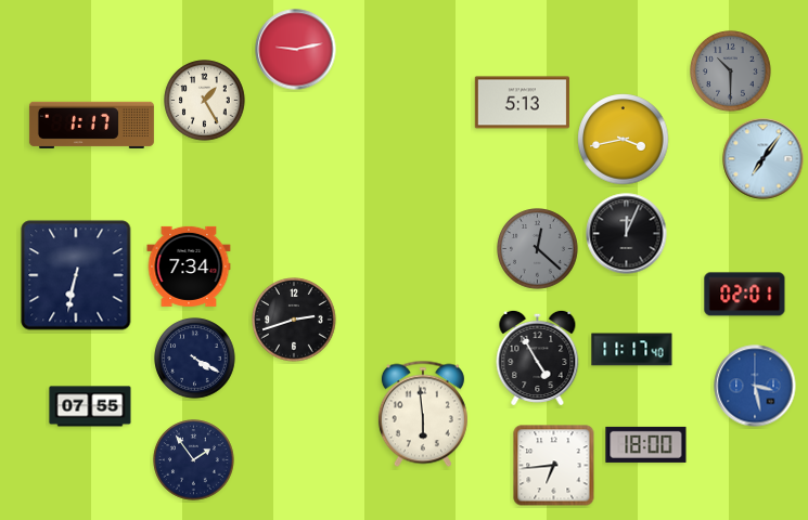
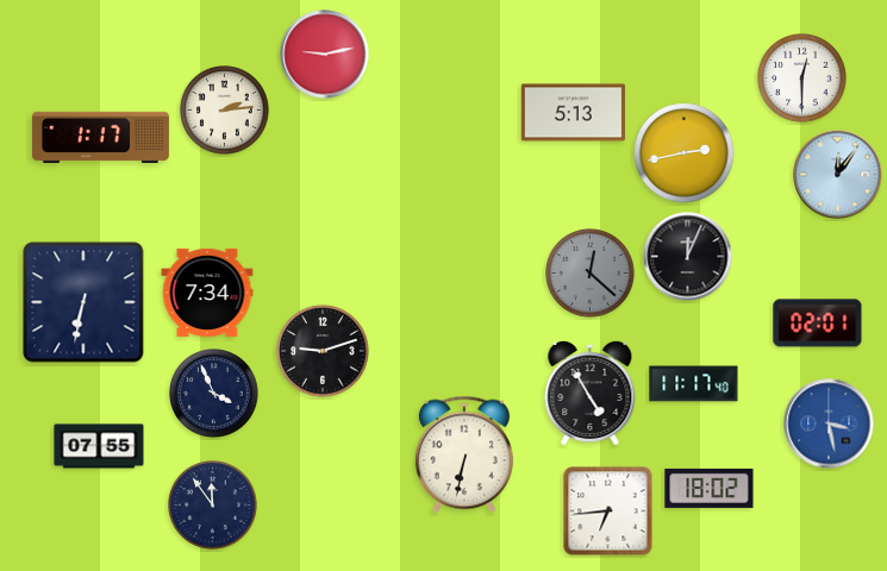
clock at (731, 71): 10:30 -> 12:30
clock at (731, 71) dial: grey -> white
clock at (205, 101): 1:25 -> 2:14
clock at (624, 140): 3:43 -> 2:43
clock at (764, 159): 7:06 -> 12:06
clock at (294, 320): 2:42 -> 9:12
clock at (195, 359): 4:20 -> 3:56
clock at (423, 414): 5:59 -> 6:32
clock at (646, 444): 18:00 -> 18:02
clock at (194, 460): 1:54 -> 11:54
